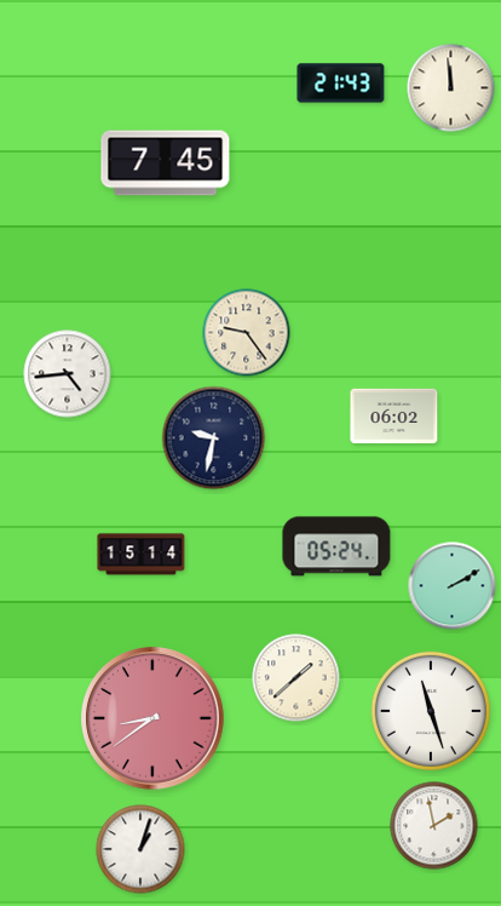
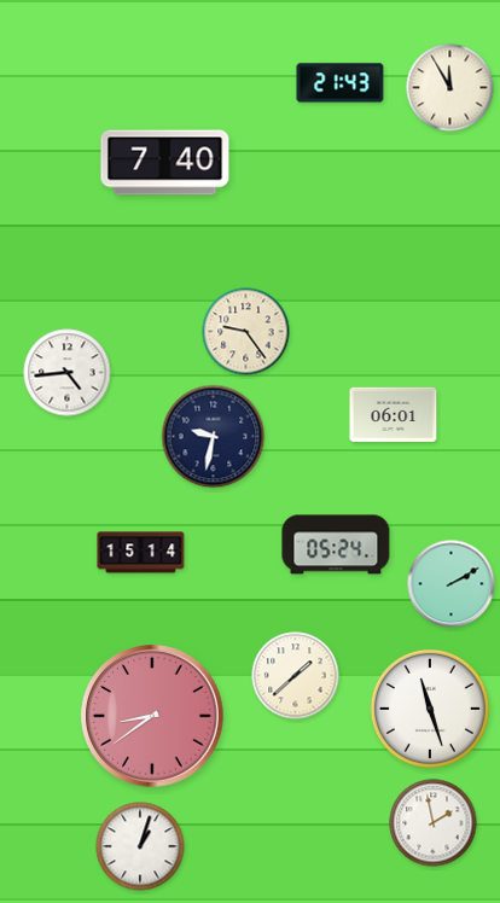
clock at (451, 88): 11:59 -> 11:55
clock at (166, 164): 7:45 -> 7:40
clock at (395, 415): 06:02 -> 06:01
